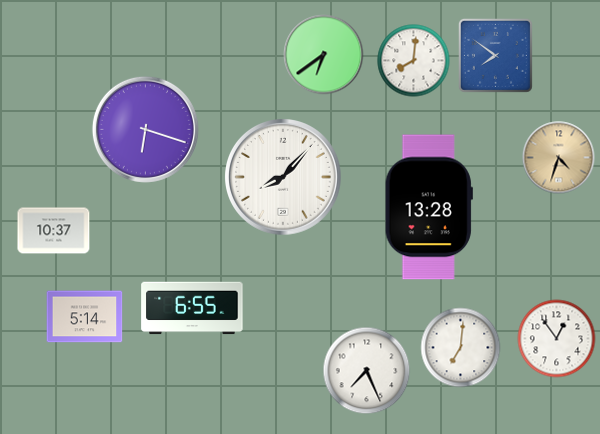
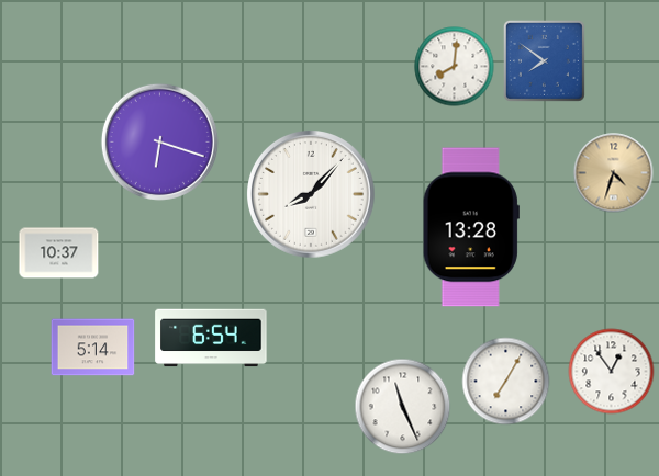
clock at (324, 55): 6:39 -> none
clock at (192, 308): 6:55 -> 6:54
clock at (461, 348): 7:01 -> 7:05
clock at (367, 371): 7:26 -> 11:26
